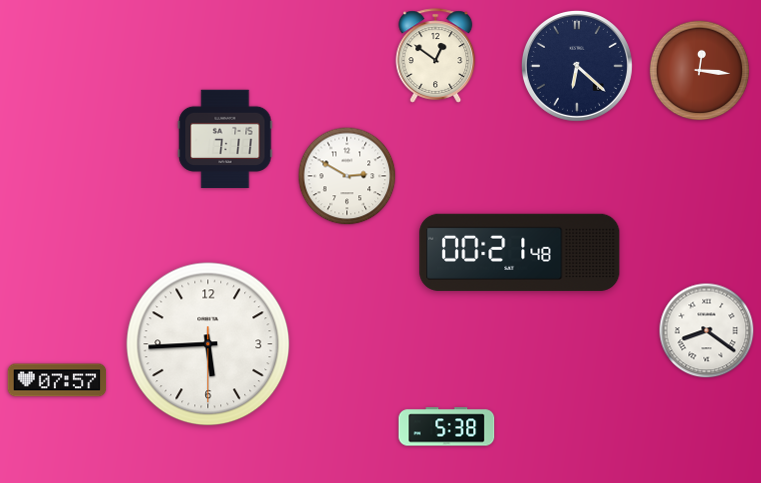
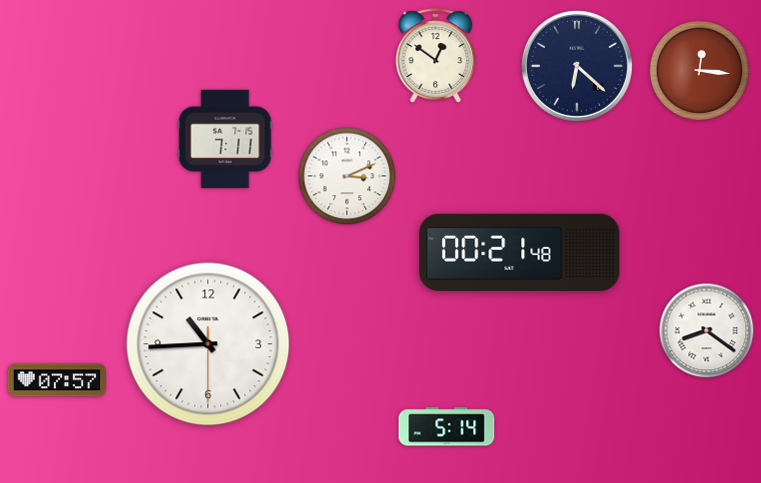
clock at (347, 176): 2:50 -> 3:11
clock at (208, 344): 5:44 -> 10:44
clock at (447, 427): 5:38 -> 5:14
